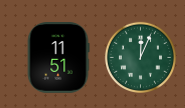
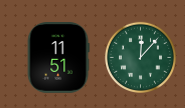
clock at (141, 58): 12:04 -> 12:07
